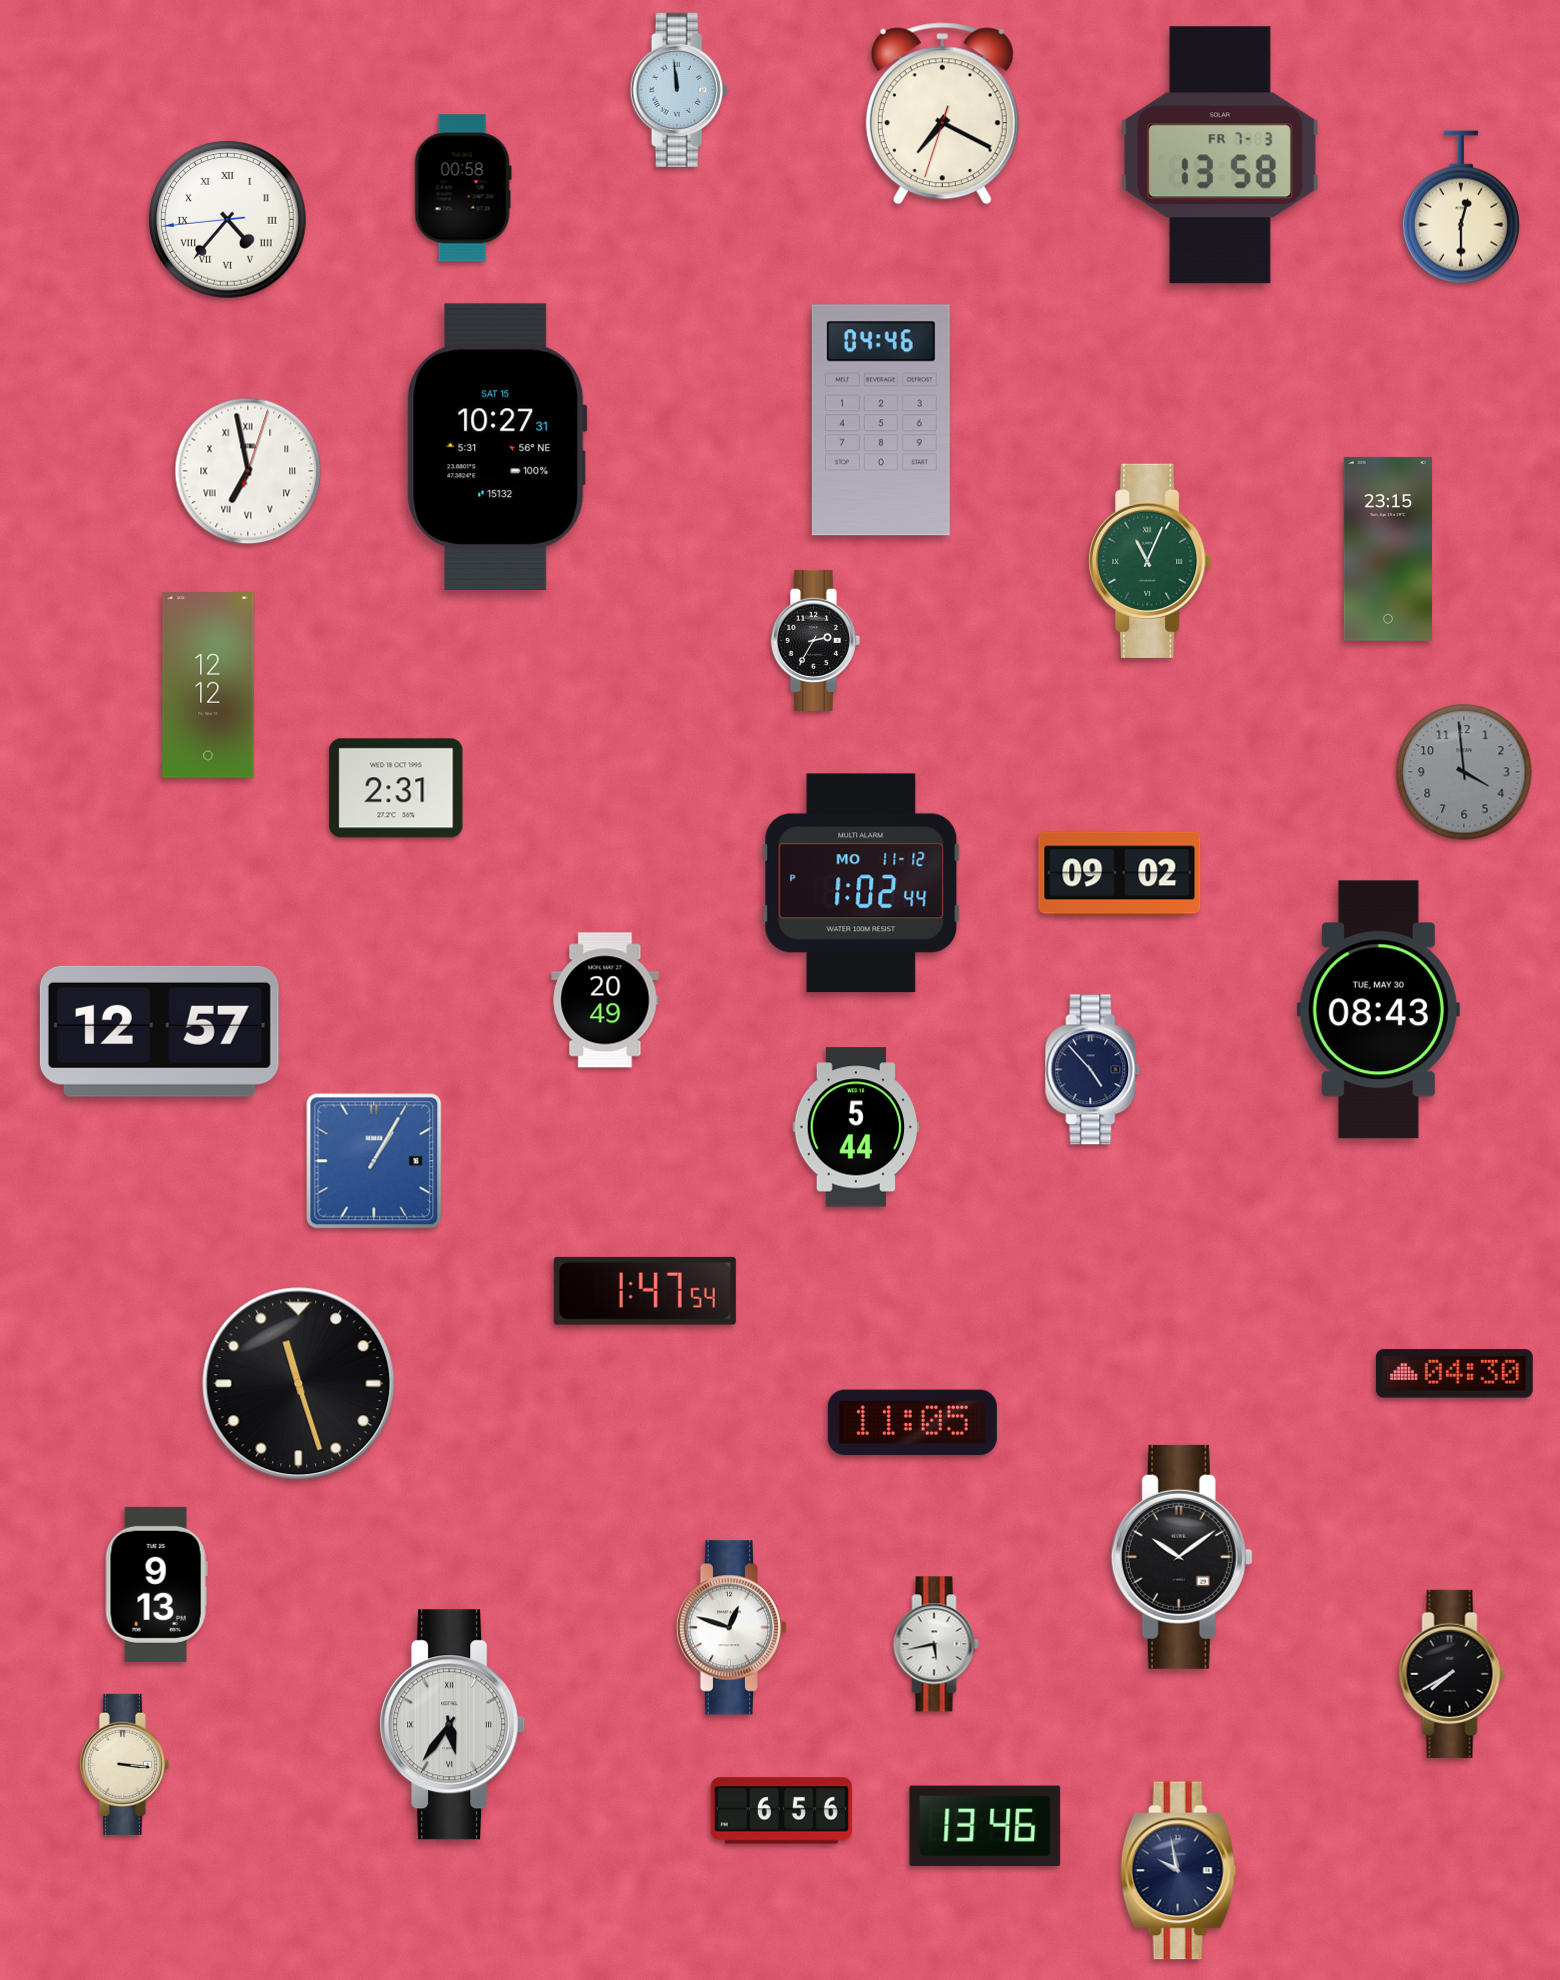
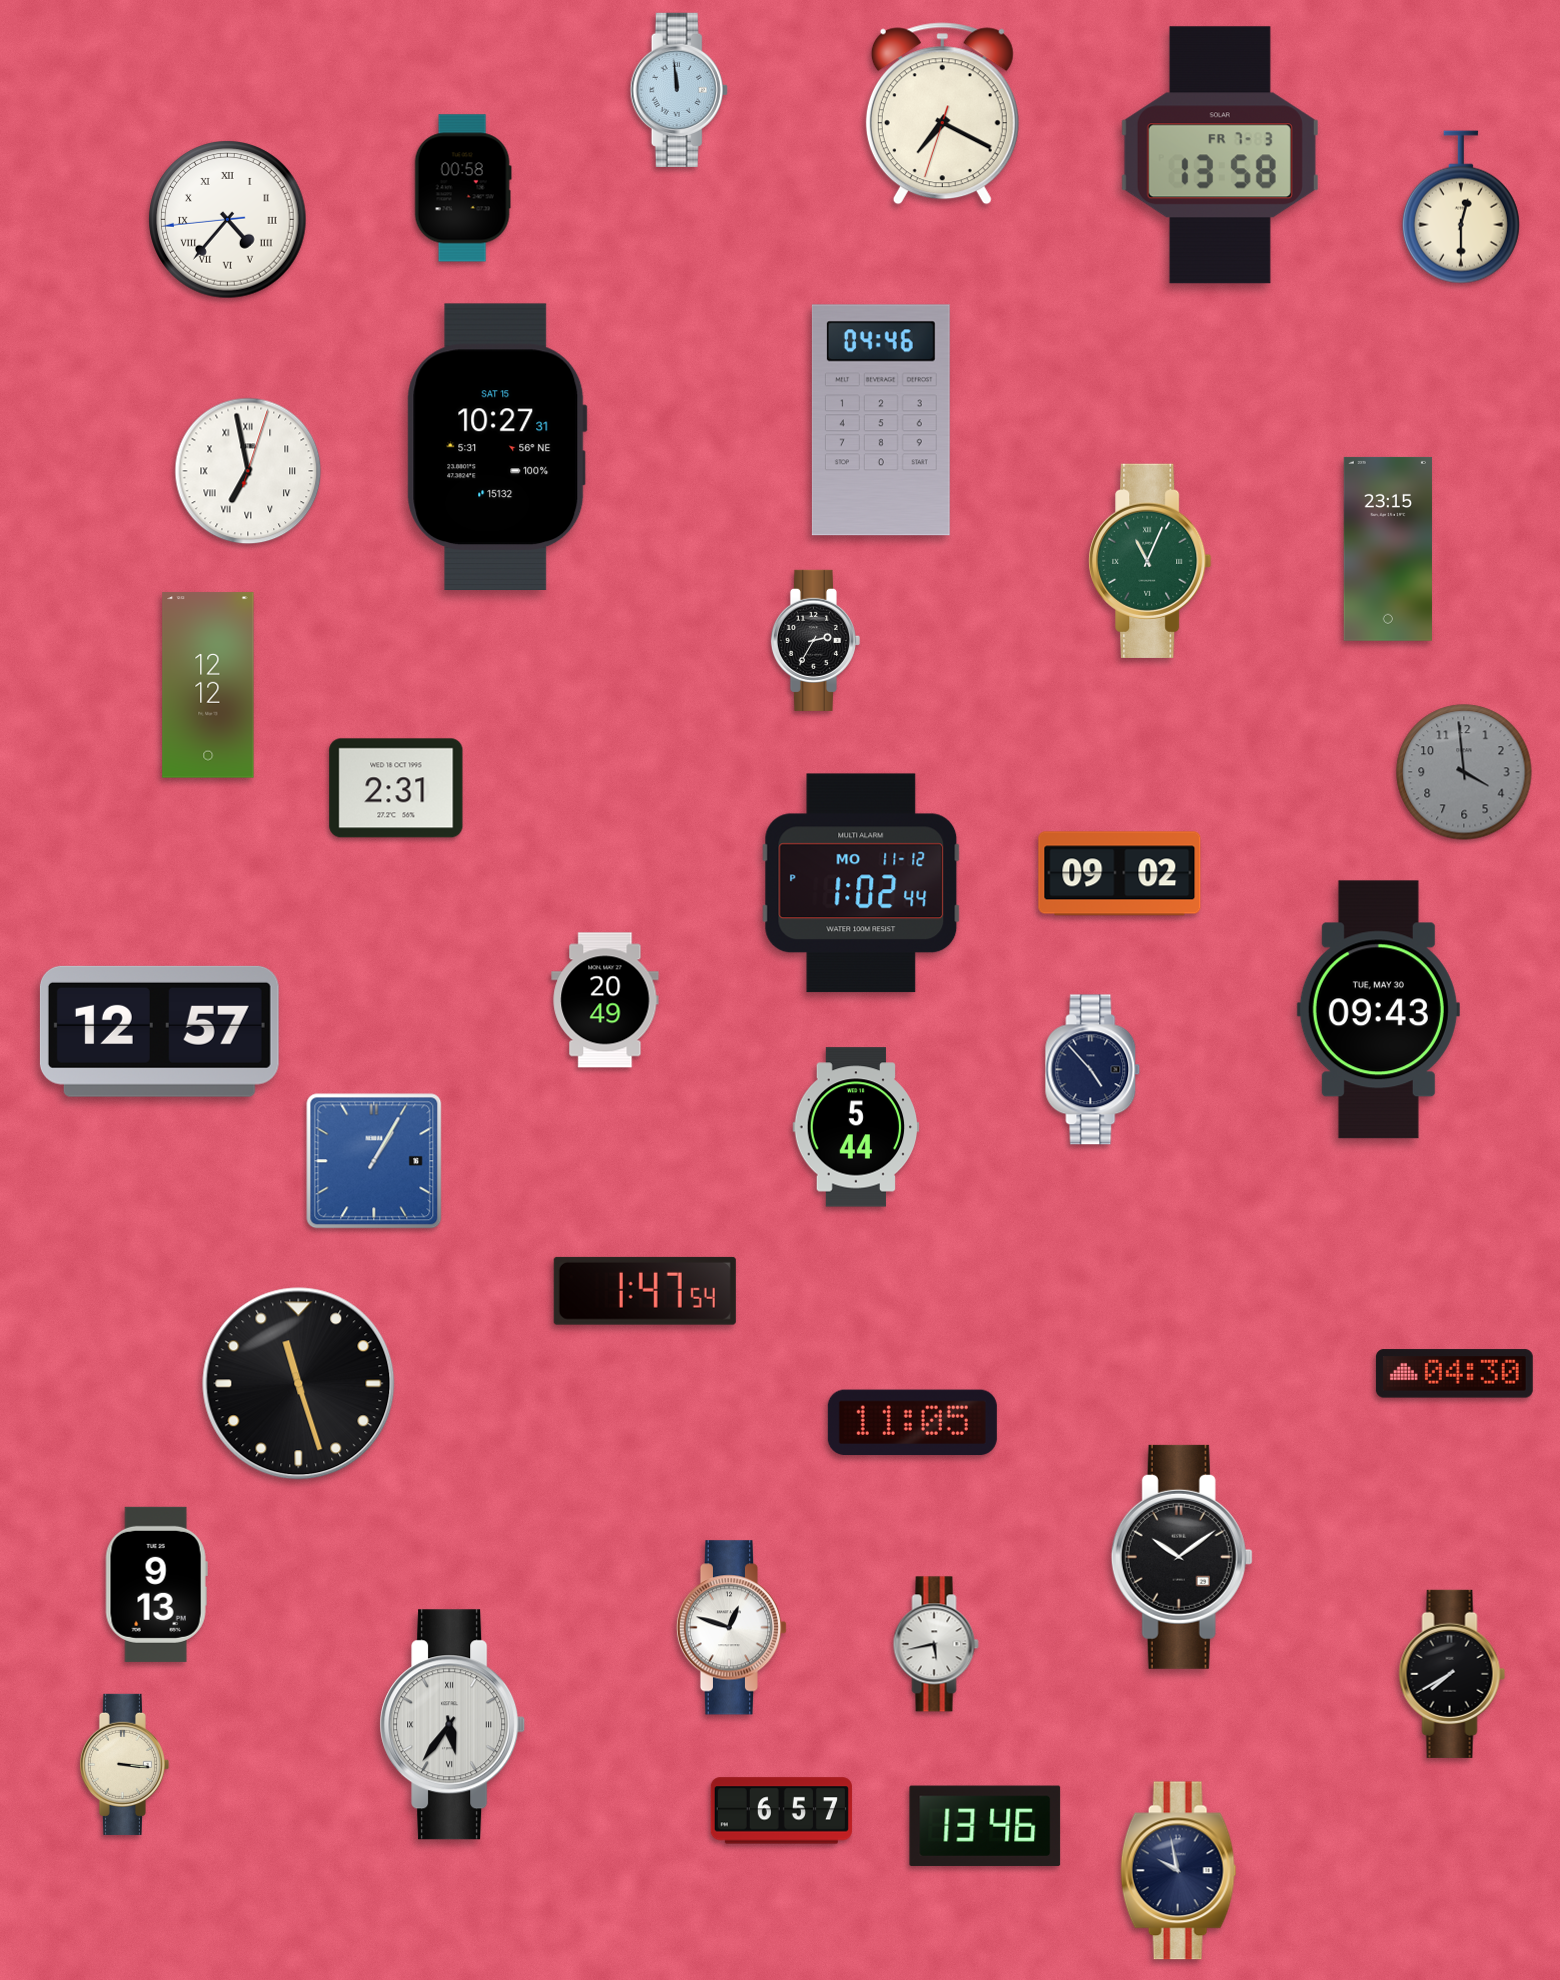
clock at (1378, 1010): 08:43 -> 09:43
clock at (781, 1811): 6:56 -> 6:57
